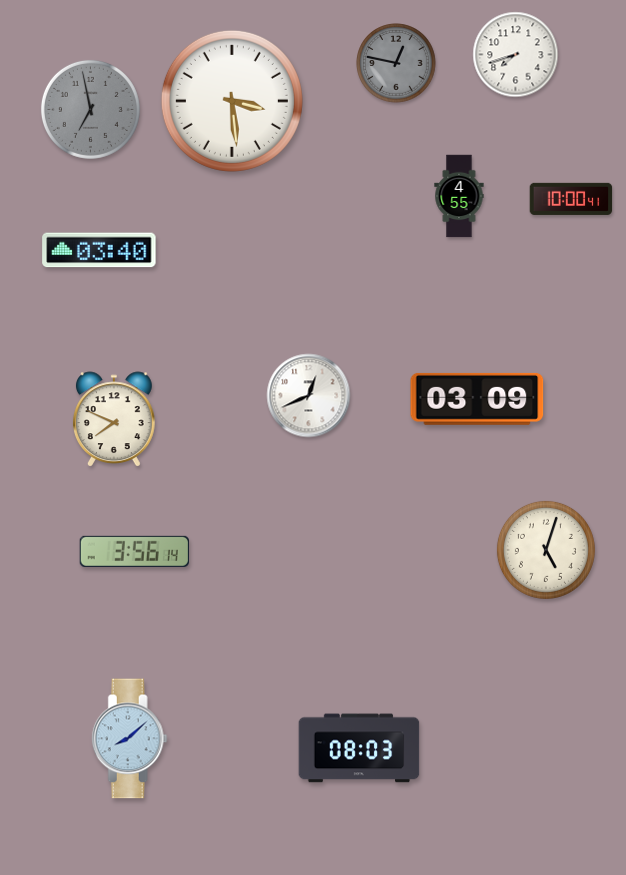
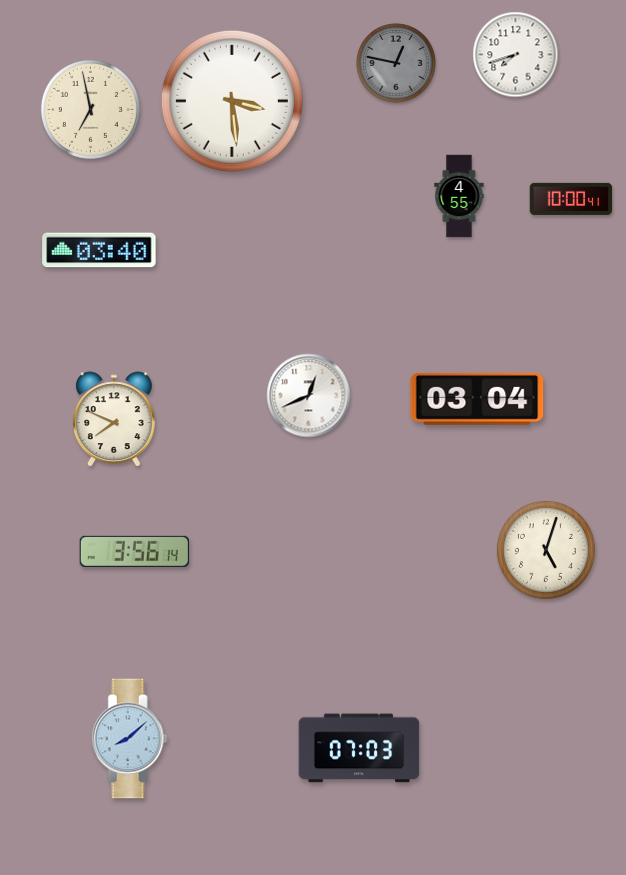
clock at (90, 109) dial: grey -> cream
clock at (477, 399): 03:09 -> 03:04
clock at (359, 748): 08:03 -> 07:03
